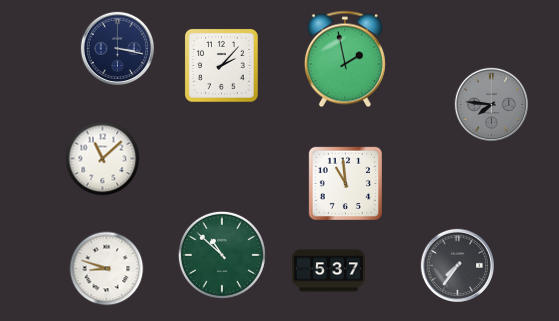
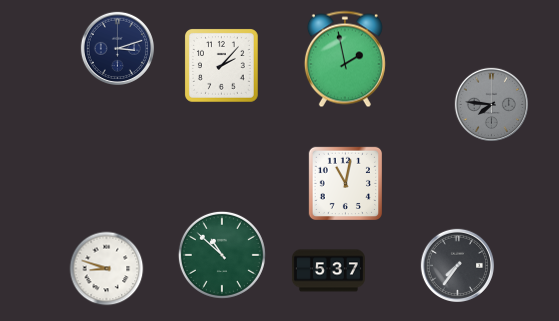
clock at (117, 48): 3:17 -> 3:12
clock at (103, 159): 11:08 -> none
clock at (345, 183): 10:59 -> 11:02
